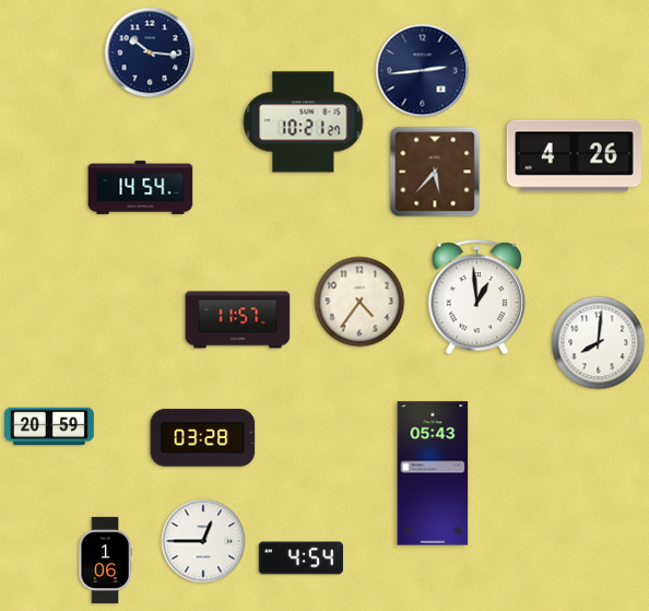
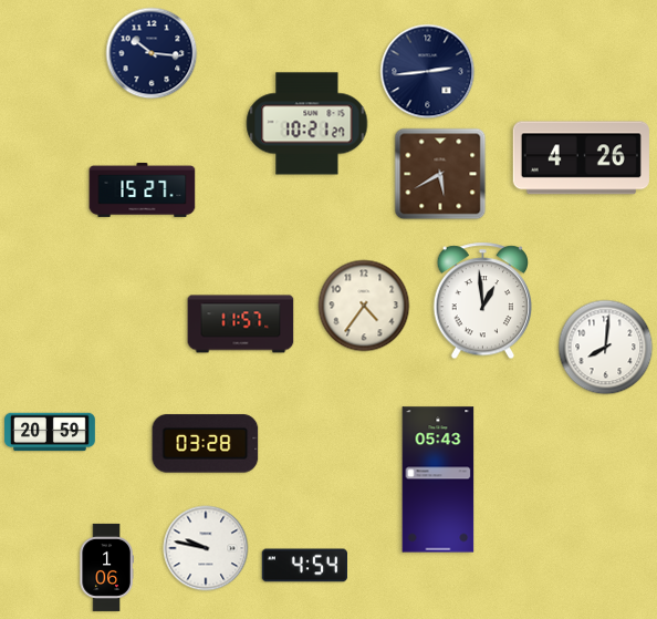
clock at (435, 172): 5:37 -> 5:40
clock at (141, 187): 14:54 -> 15:27
clock at (203, 541): 12:45 -> 9:47
